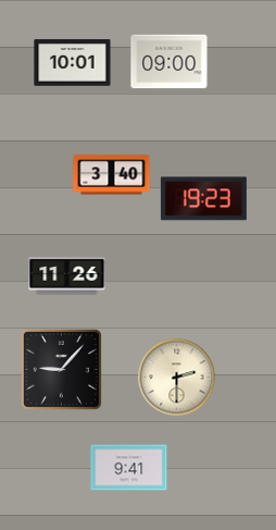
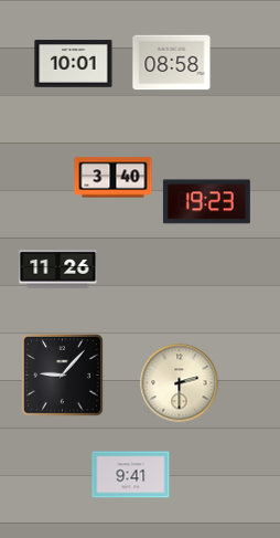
clock at (170, 62): 09:00 -> 08:58
clock at (67, 276) position: (67, 276) -> (58, 270)
